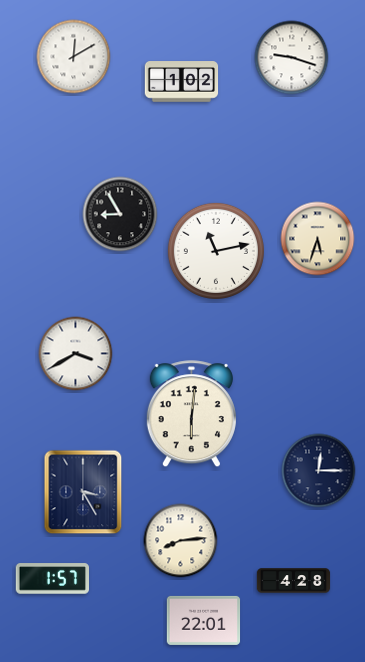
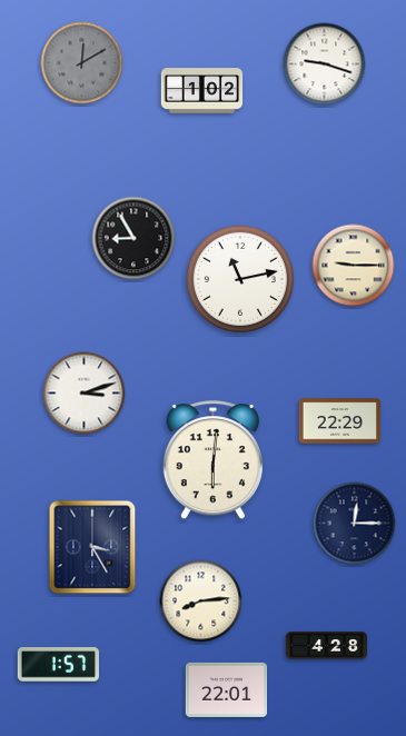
clock at (74, 57) dial: white -> grey
clock at (318, 239): 5:33 -> 9:15
clock at (76, 354): 3:40 -> 3:12
clock at (340, 421): none -> 22:29
clock at (52, 579) position: (52, 579) -> (58, 665)
